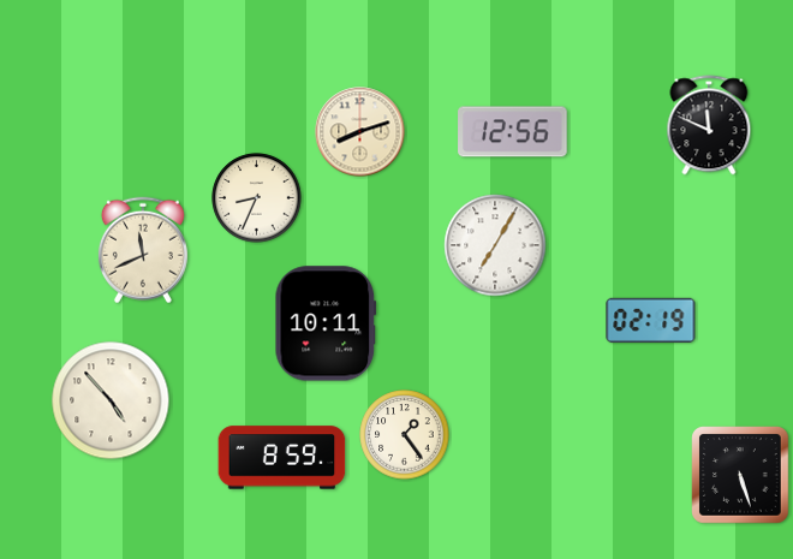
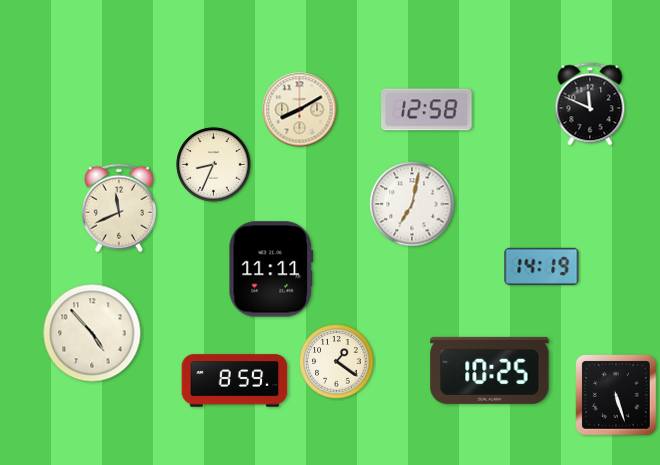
clock at (360, 132): 8:12 -> 8:10
clock at (513, 132): 12:56 -> 12:58
clock at (495, 245): 7:05 -> 7:02
clock at (651, 320): 02:19 -> 14:19
clock at (326, 323): 10:11 -> 11:11
clock at (405, 435): 1:24 -> 1:21
clock at (490, 370): none -> 10:25
